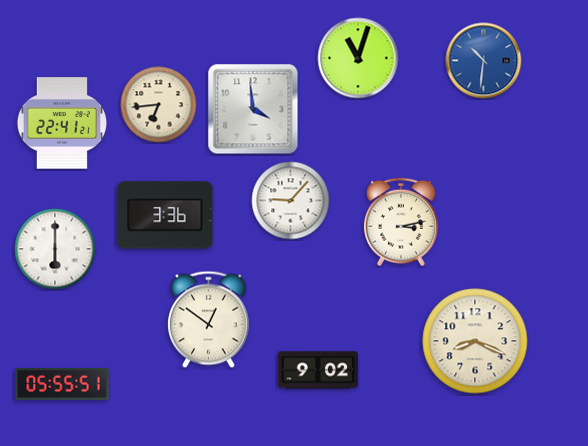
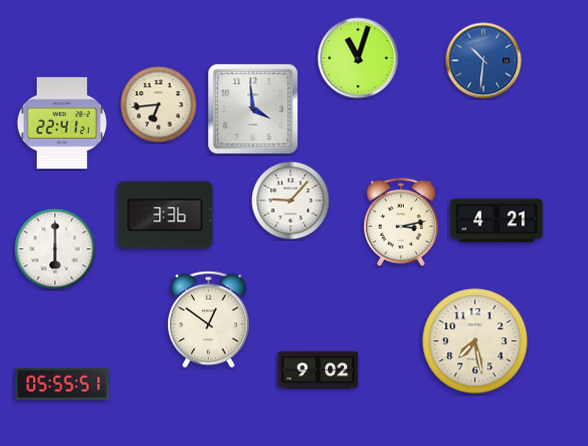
clock at (497, 221): none -> 4:21
clock at (475, 341): 8:19 -> 7:28
